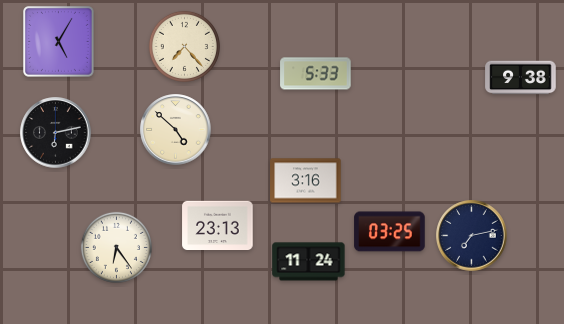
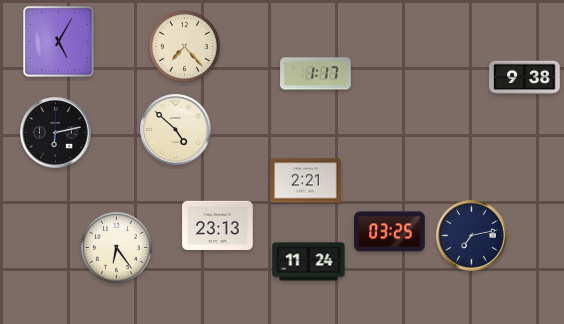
clock at (316, 74): 5:33 -> 1:17
clock at (521, 78) position: (521, 78) -> (525, 78)
clock at (306, 181): 3:16 -> 2:21
